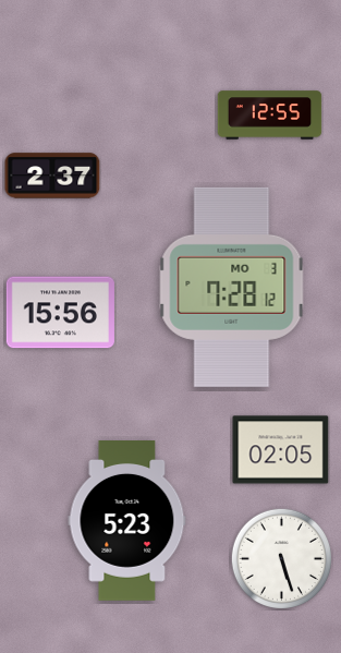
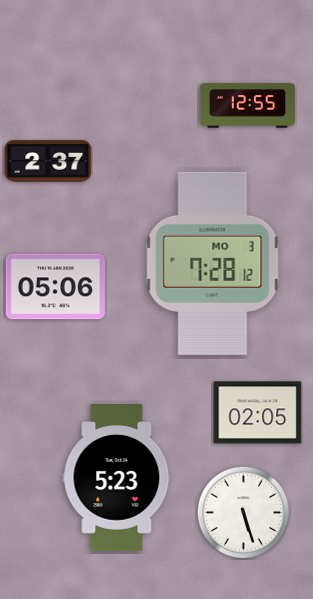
clock at (60, 313): 15:56 -> 05:06
clock at (281, 558) position: (281, 558) -> (243, 512)
